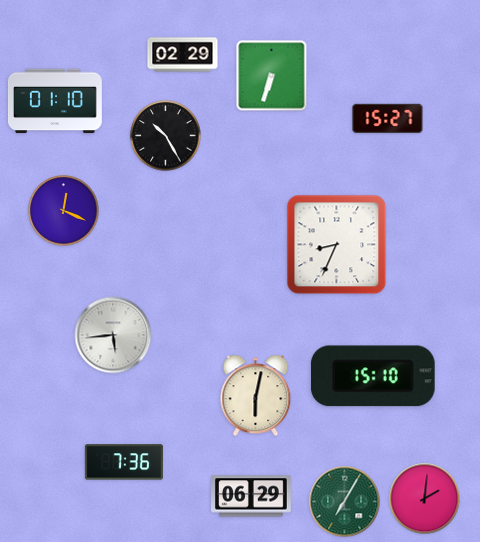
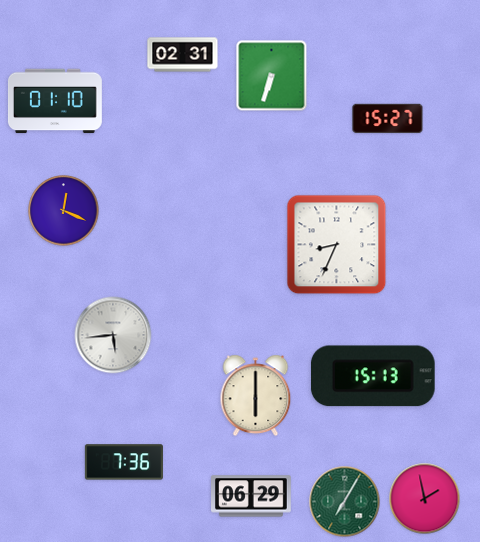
clock at (183, 55): 02:29 -> 02:31
clock at (166, 136): 10:25 -> none
clock at (373, 376): 15:10 -> 15:13
clock at (256, 396): 6:02 -> 6:00
clock at (425, 499): 2:01 -> 1:58
